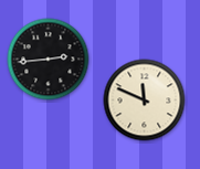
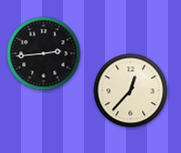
clock at (145, 101): 11:49 -> 12:37
